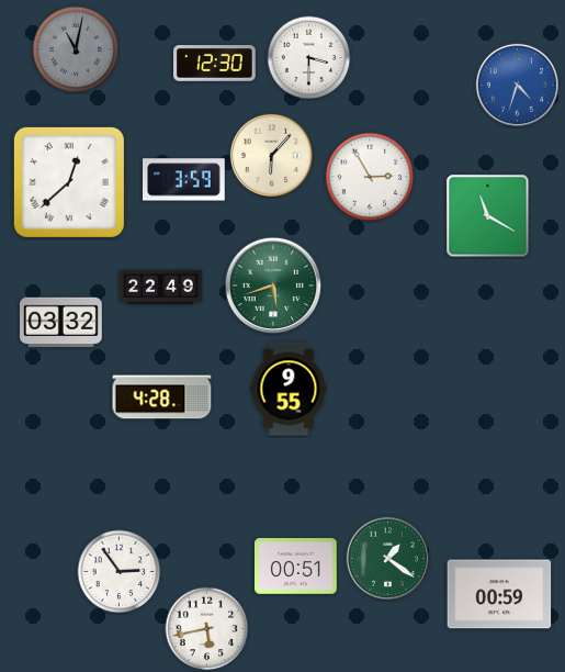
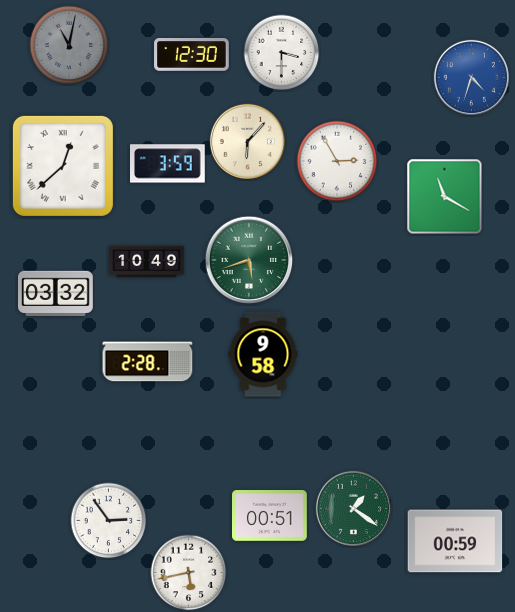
clock at (215, 64) position: (215, 64) -> (192, 55)
clock at (161, 288): 22:49 -> 10:49
clock at (289, 389): 9:55 -> 9:58
clock at (162, 397): 4:28 -> 2:28
